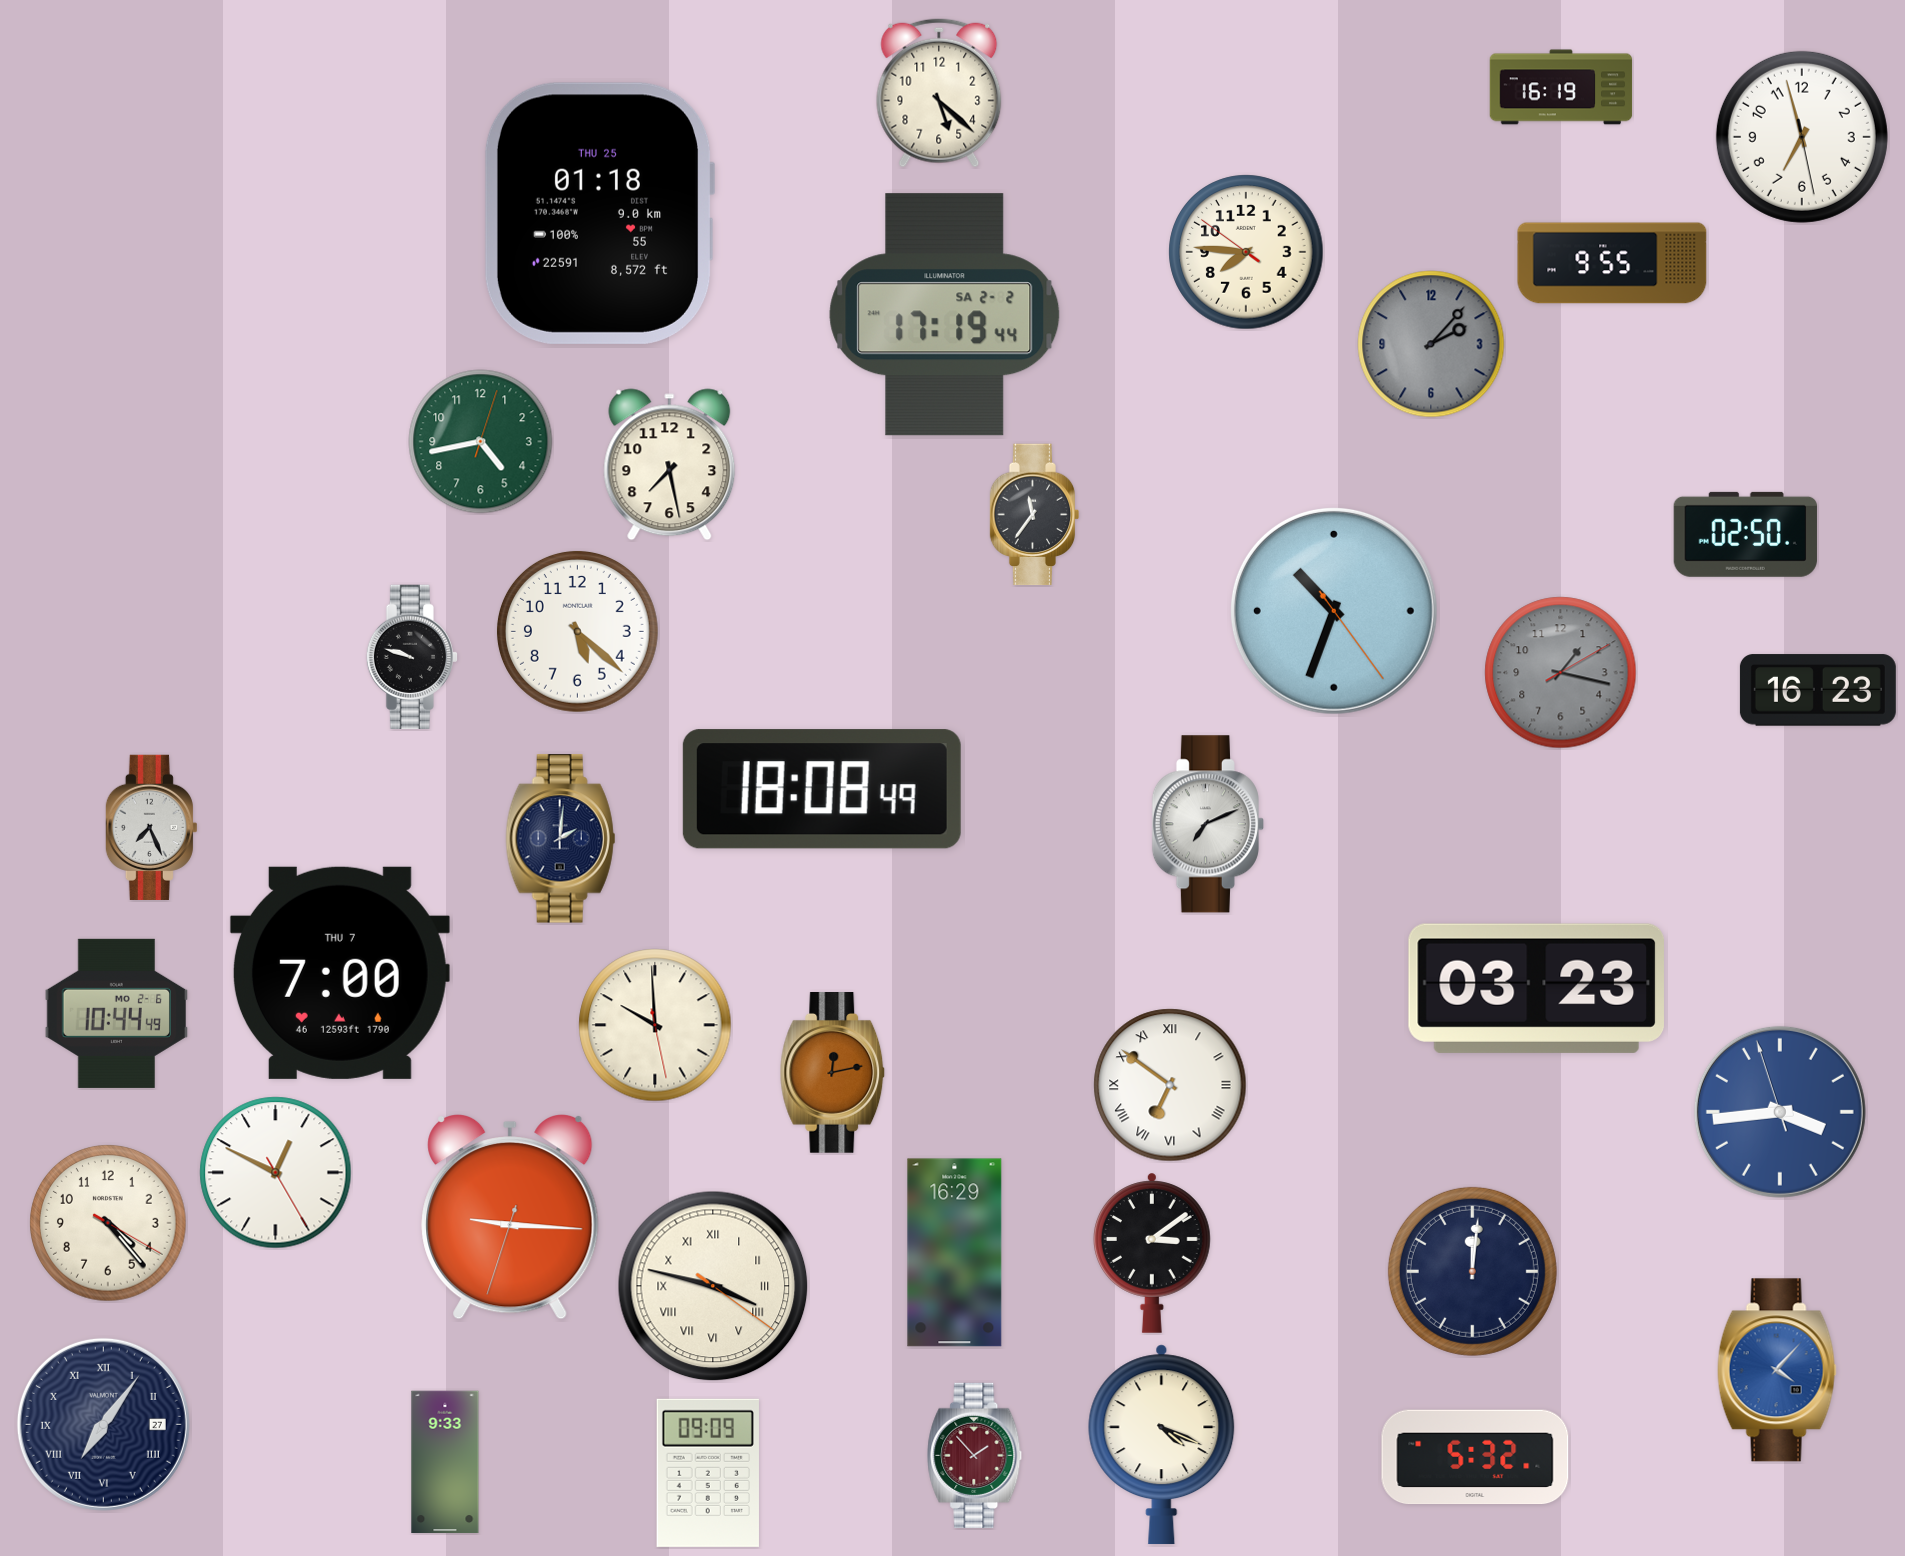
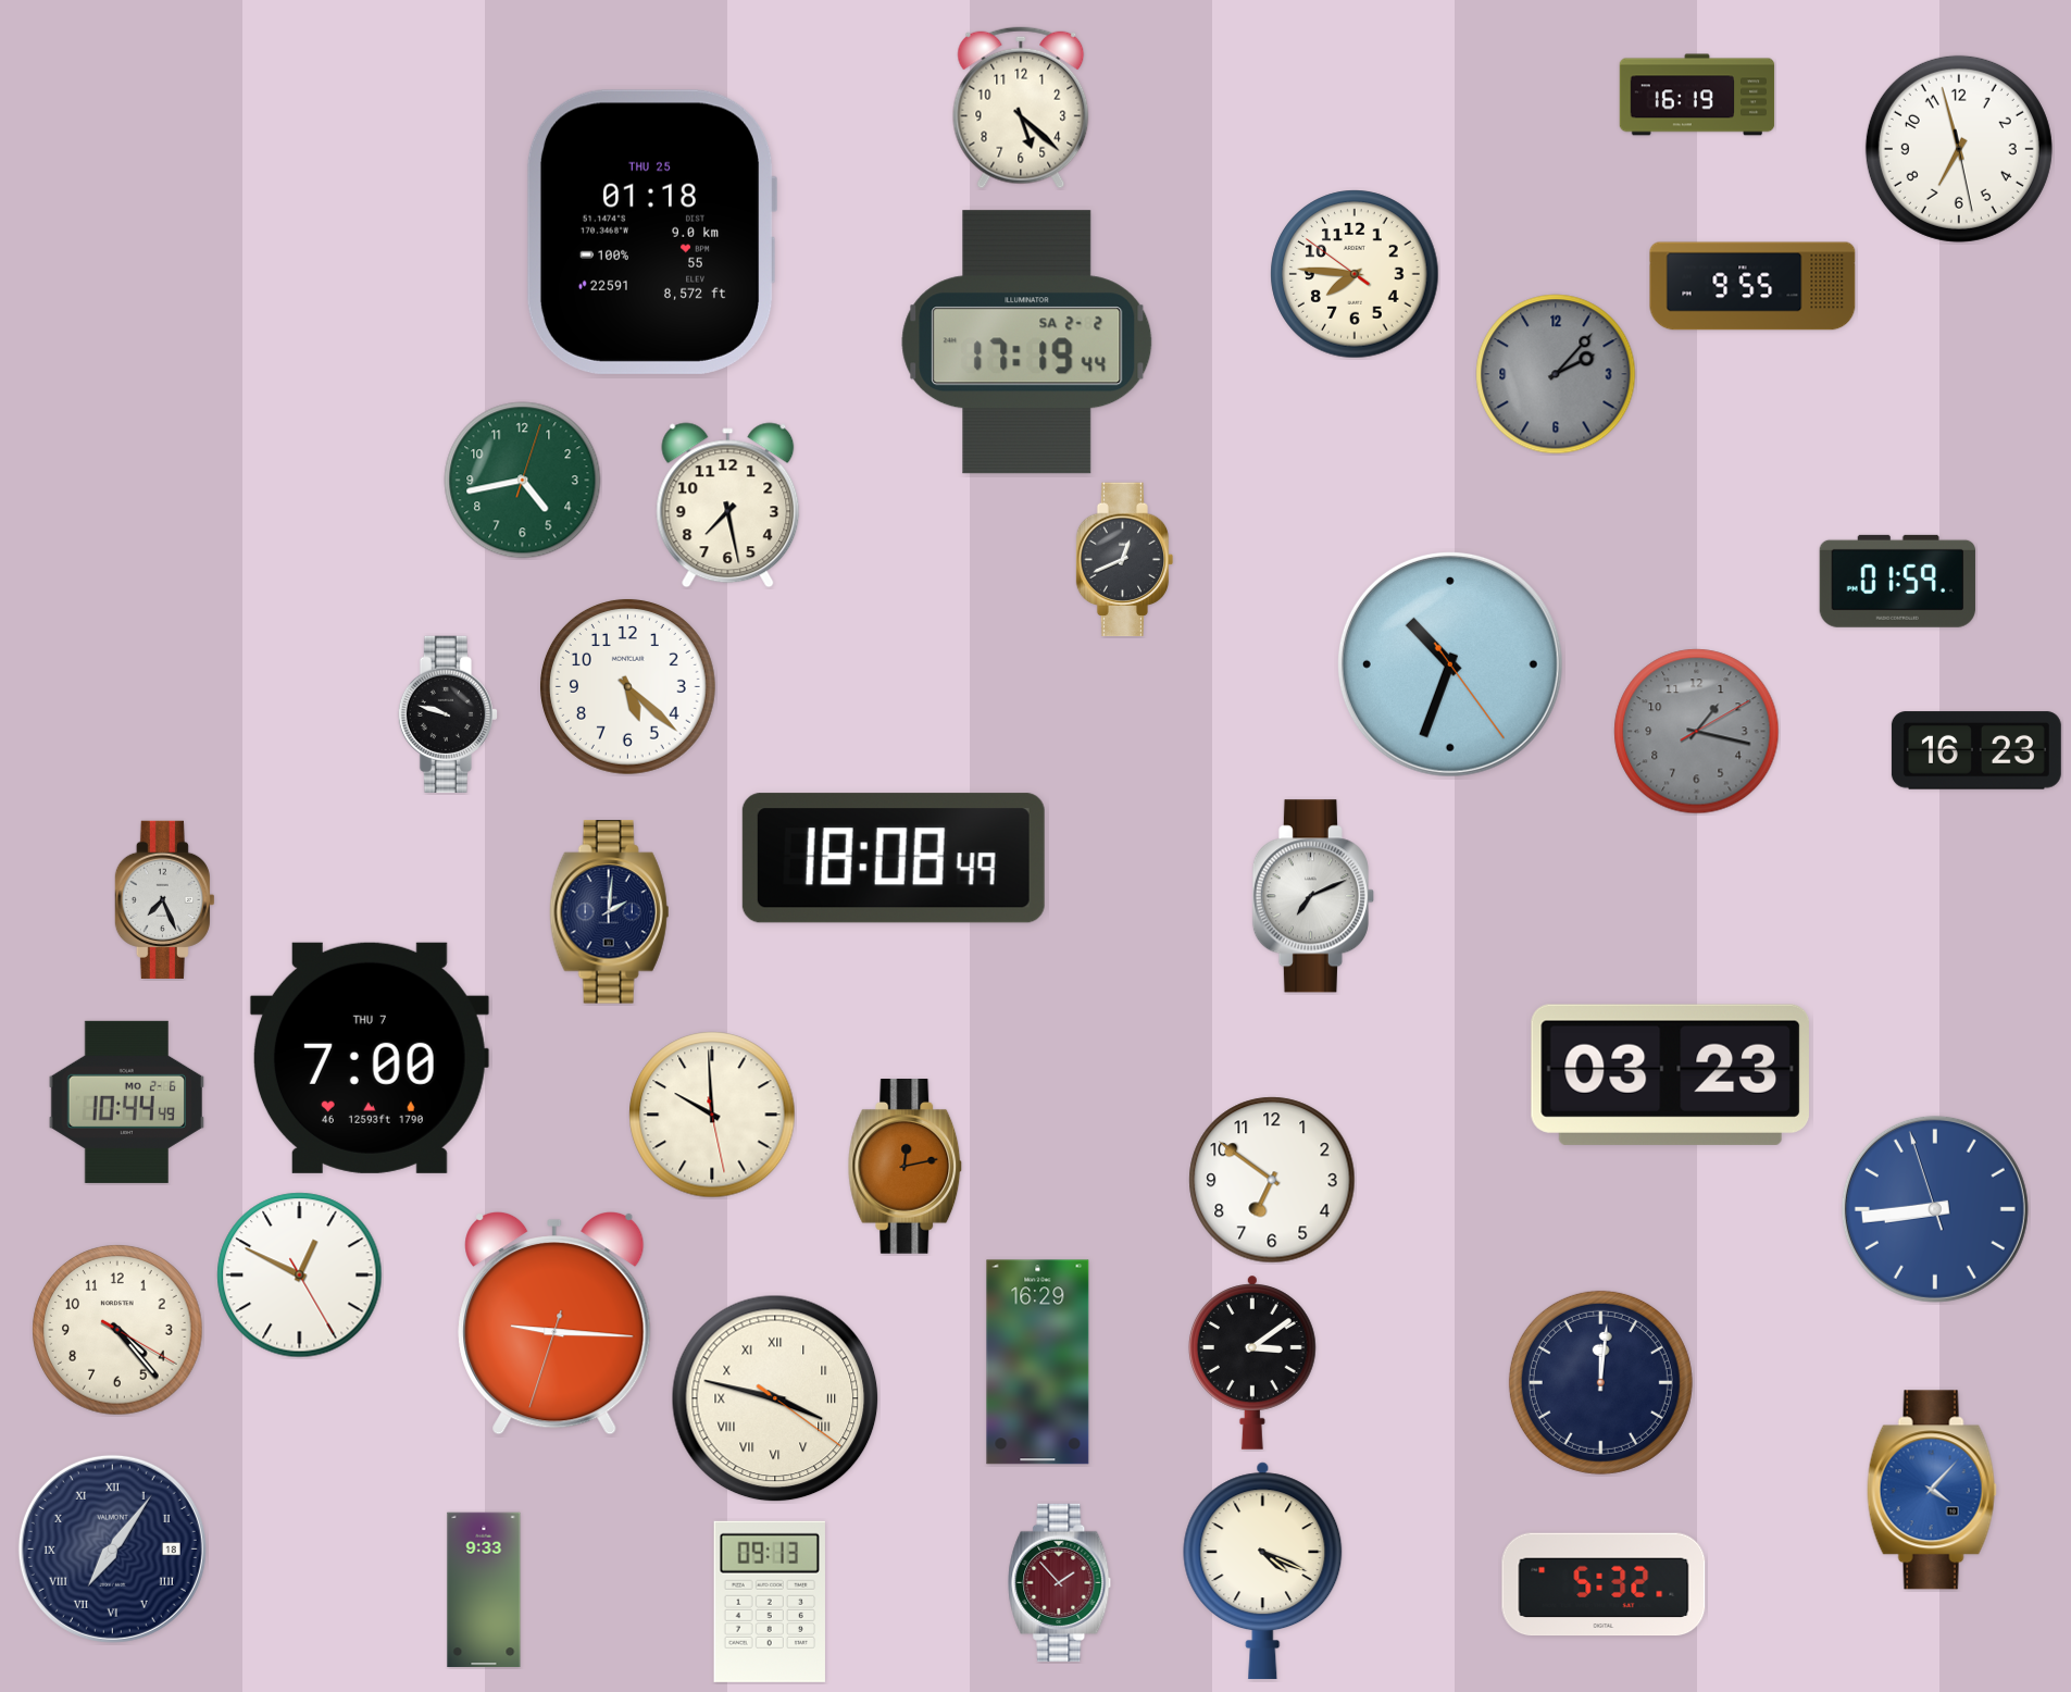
clock at (939, 93) position: (939, 93) -> (1021, 108)
clock at (1035, 515): 11:36 -> 12:41
clock at (1745, 534): 02:50 -> 01:59
clock at (1170, 1085) numerals: Roman -> Arabic
clock at (1780, 1112): 3:43 -> 8:43
clock at (103, 1424) date: 27 -> 18
clock at (708, 1473): 09:09 -> 09:13
